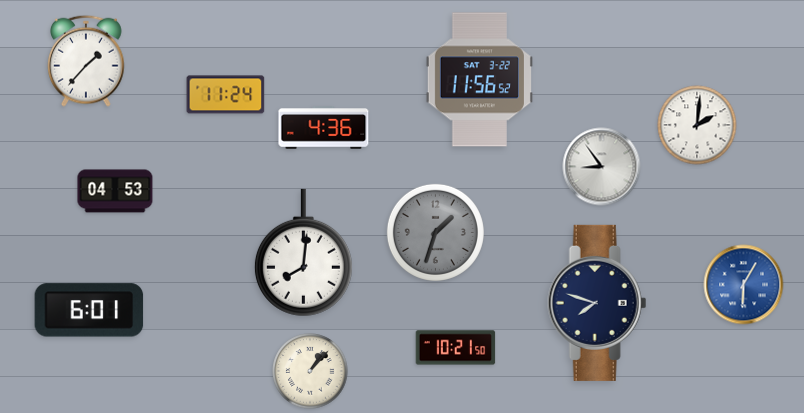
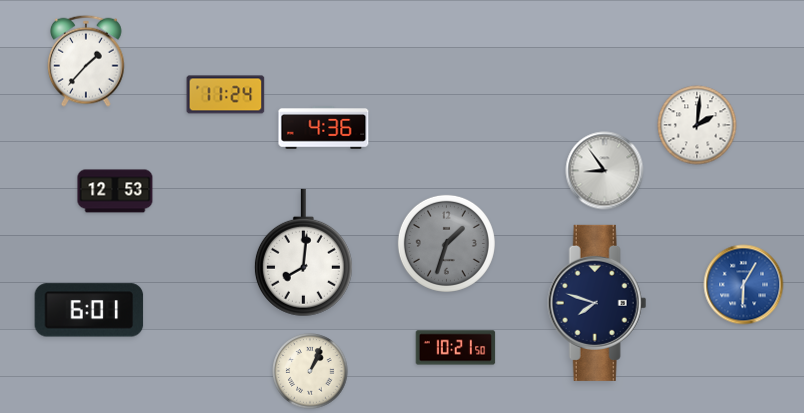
clock at (479, 80): 11:56 -> none
clock at (602, 167) position: (602, 167) -> (605, 171)
clock at (115, 191): 04:53 -> 12:53
clock at (435, 232) position: (435, 232) -> (446, 243)
clock at (310, 371): 1:07 -> 1:04
